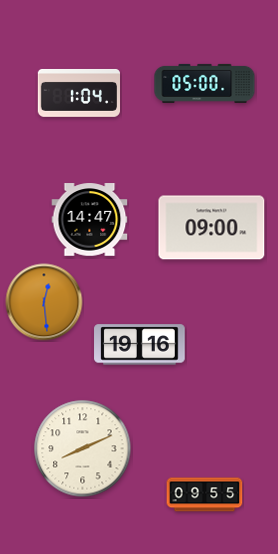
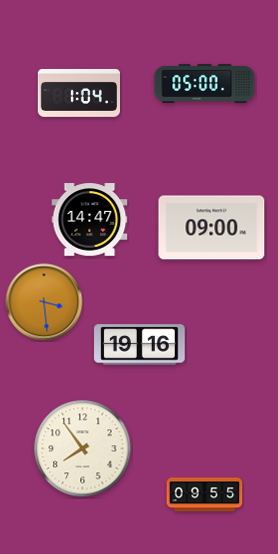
clock at (44, 302): 12:29 -> 3:29
clock at (83, 449): 8:11 -> 7:54
